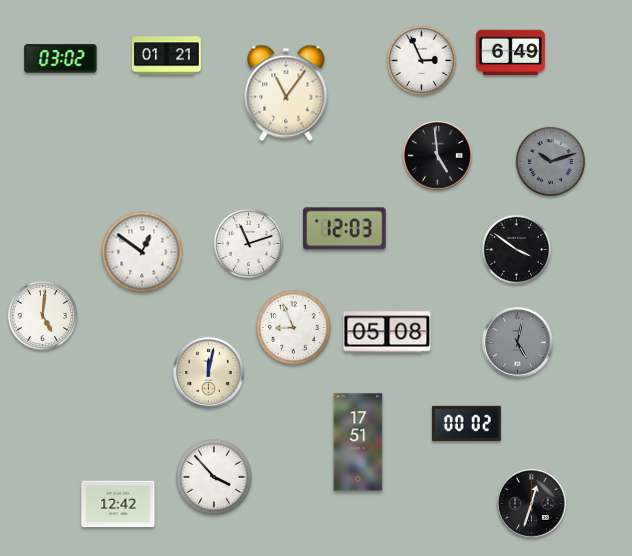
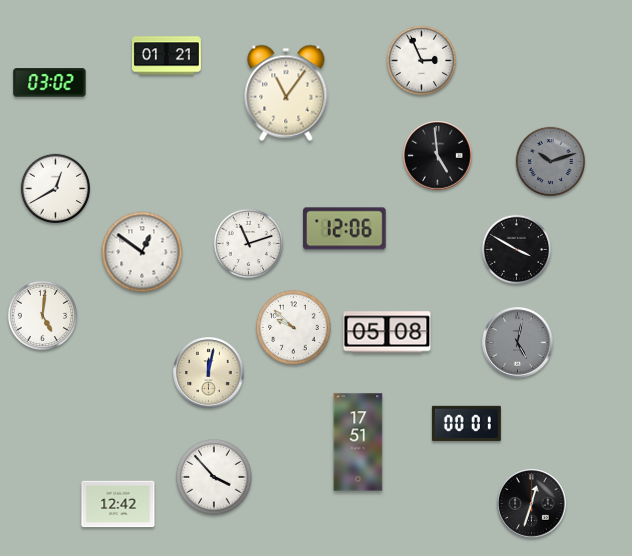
clock at (510, 53): 6:49 -> none
clock at (61, 59) position: (61, 59) -> (50, 83)
clock at (56, 189): none -> 12:40
clock at (345, 229): 12:03 -> 12:06
clock at (517, 250): 3:51 -> 3:50
clock at (294, 328): 8:56 -> 9:52
clock at (466, 423): 00:02 -> 00:01
